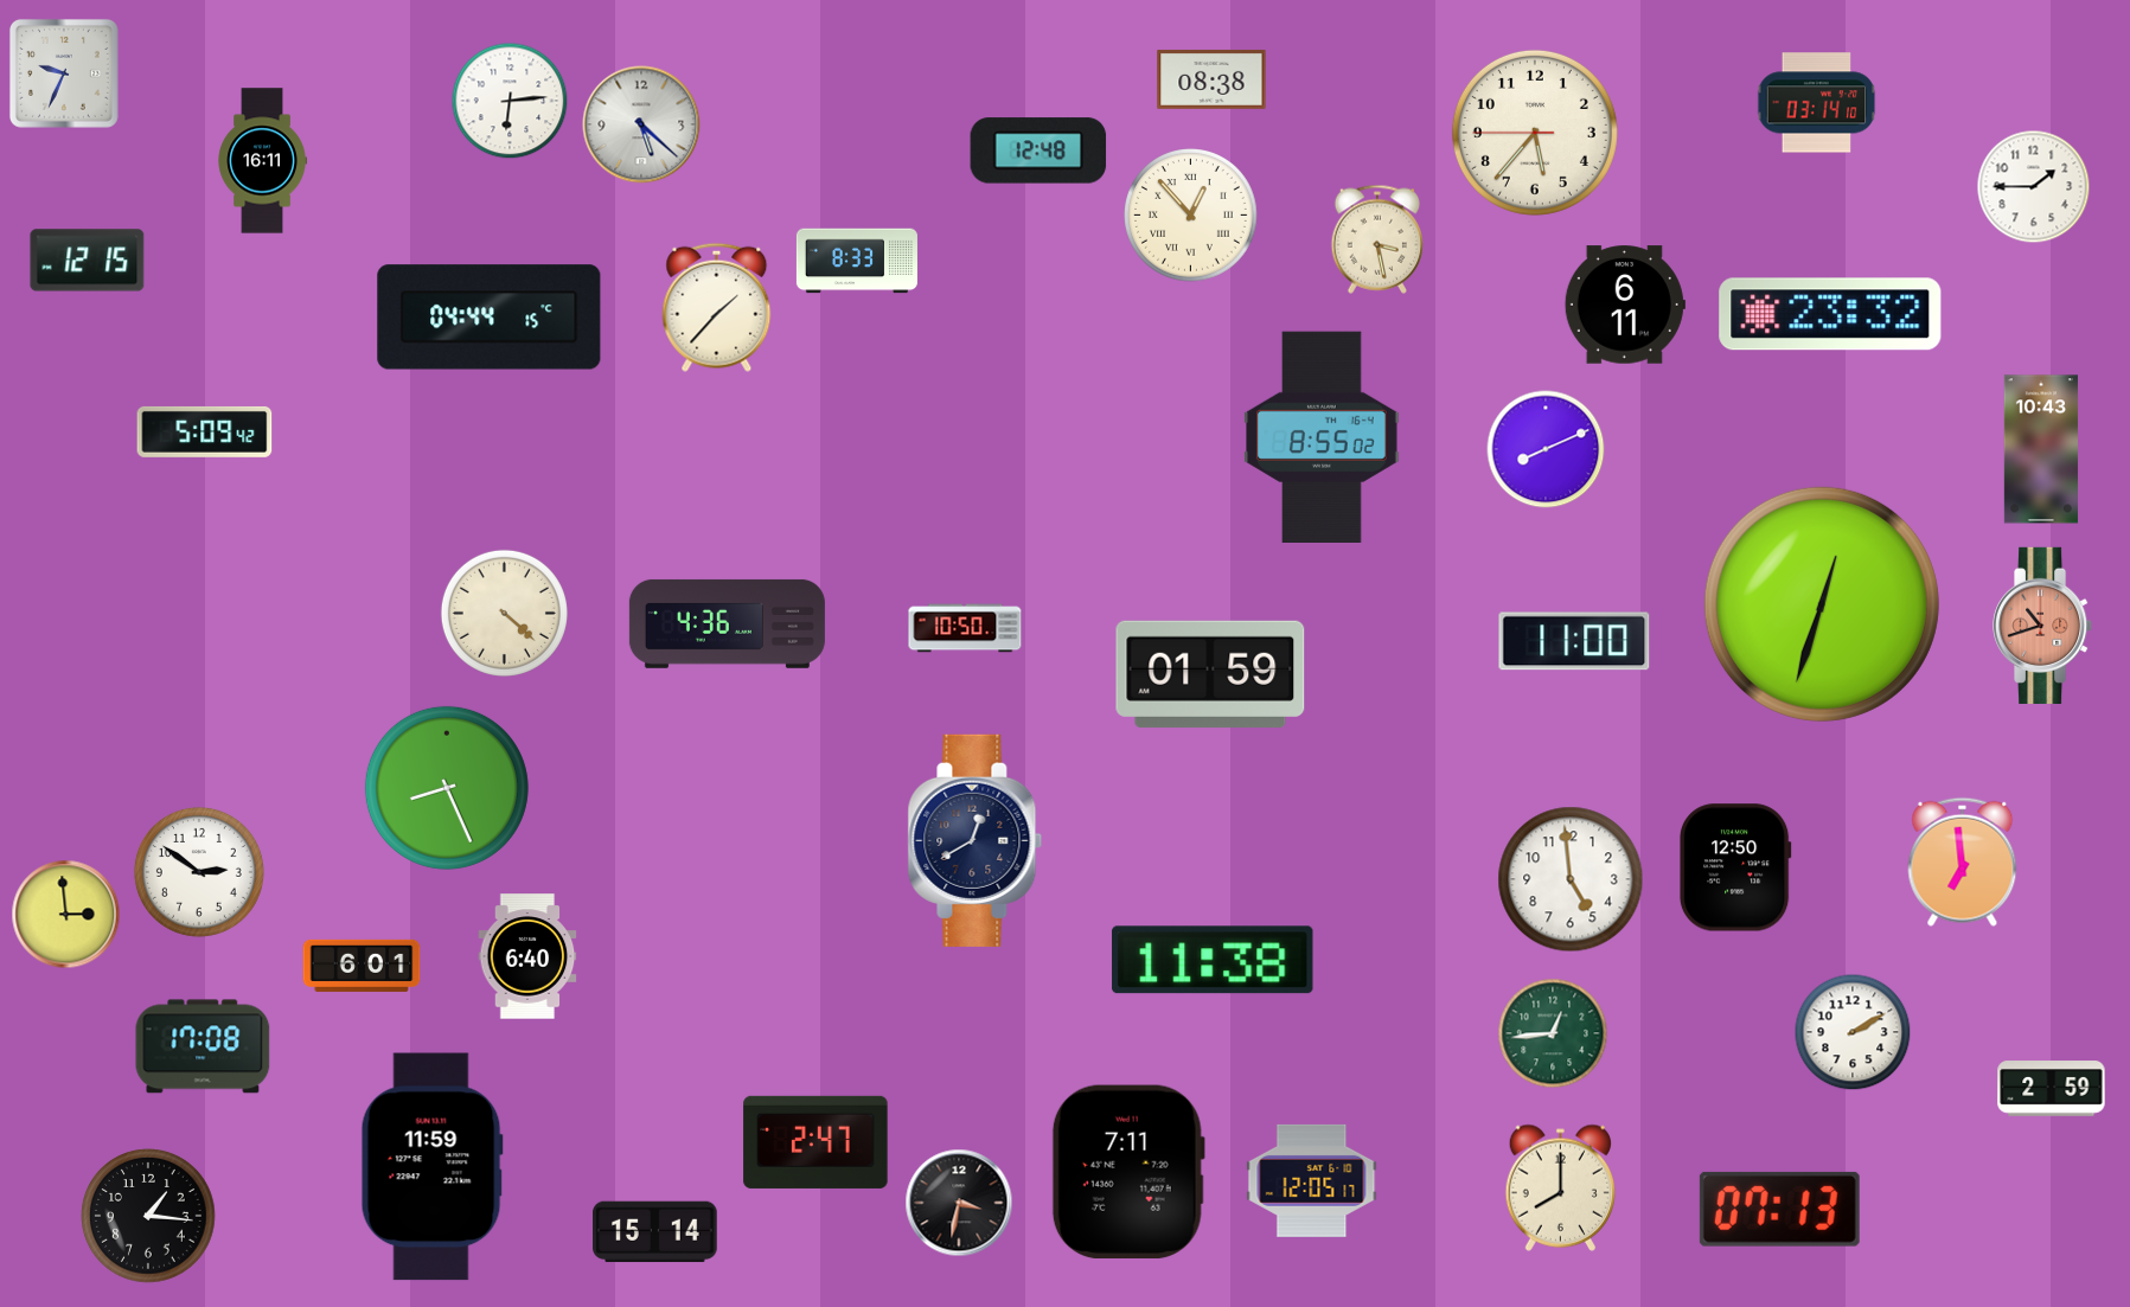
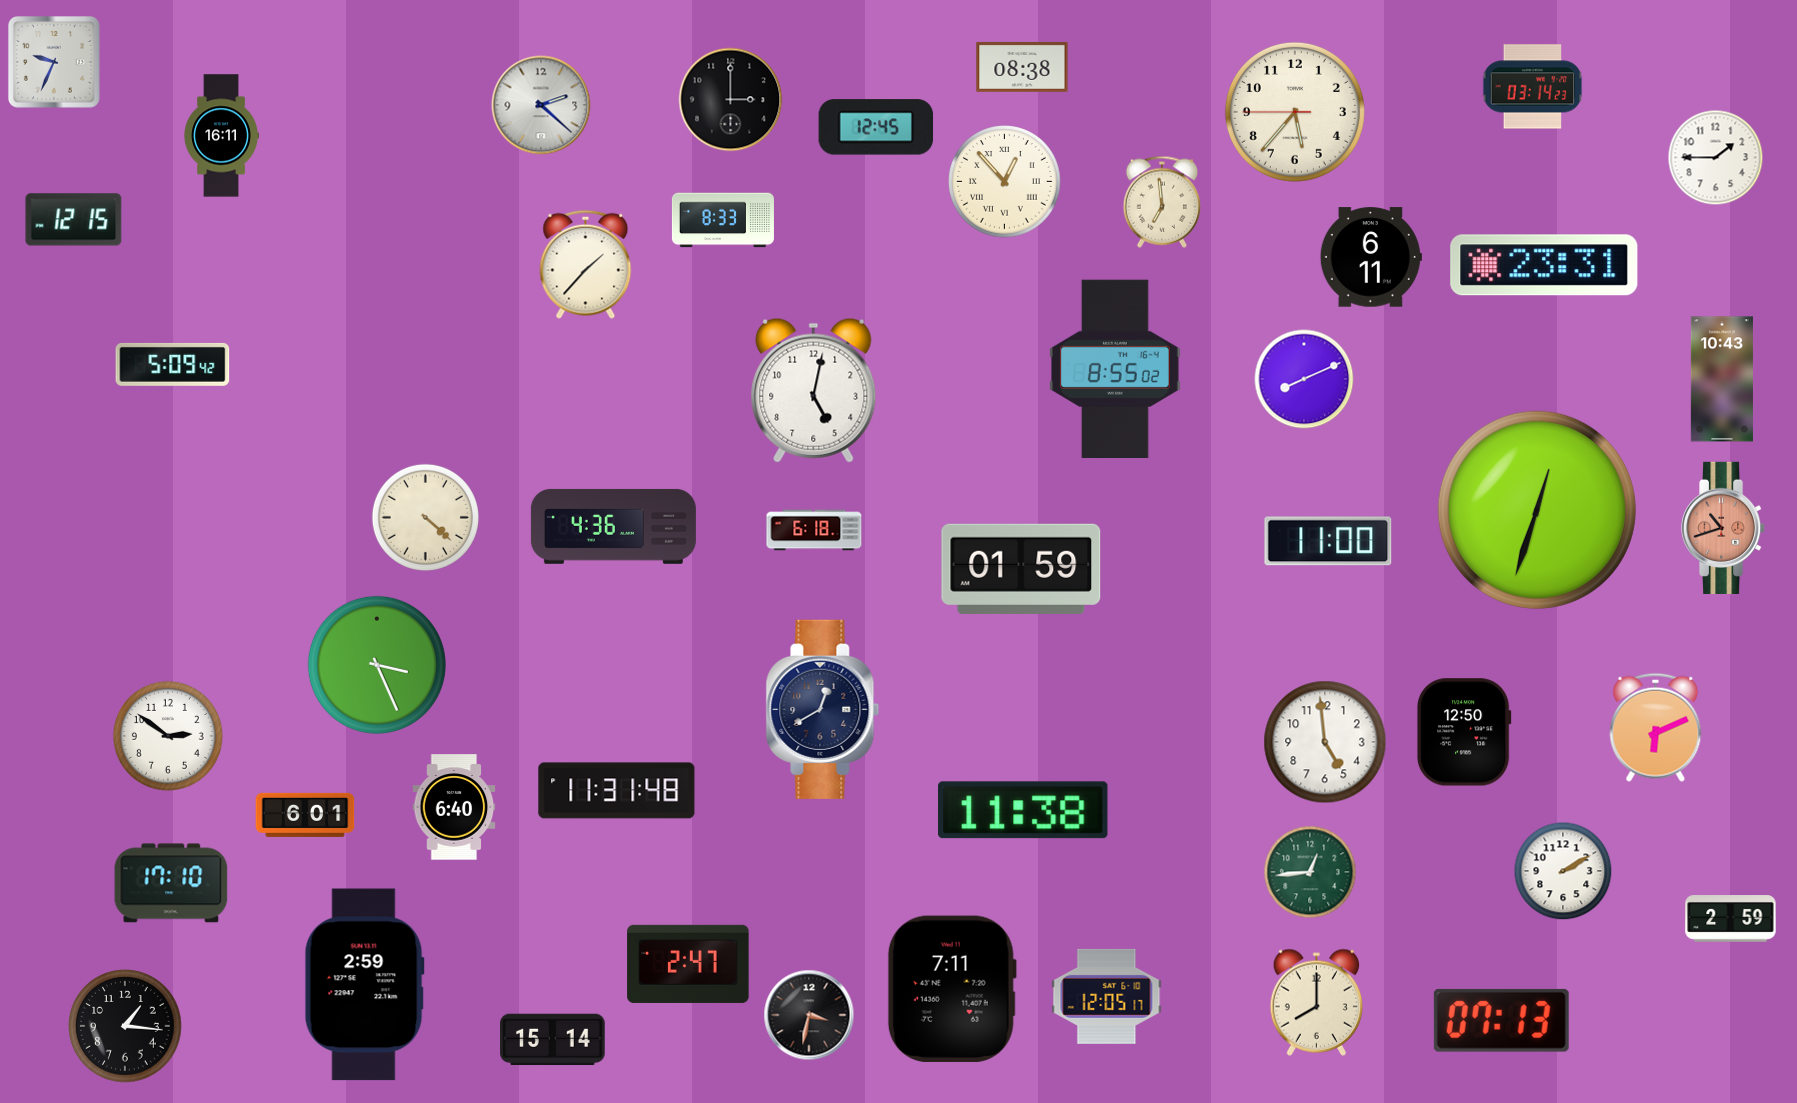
clock at (510, 101): 6:14 -> none
clock at (1817, 103): 03:14:10 -> 03:14:23
clock at (731, 100): none -> 3:00
clock at (641, 124): 5:22 -> 2:22
clock at (1038, 150): 12:48 -> 12:45
clock at (1377, 239): 3:28 -> 6:59
clock at (717, 307) position: (717, 307) -> (586, 264)
clock at (1830, 314): 23:32 -> 23:31
clock at (490, 318): 04:44 -> none
clock at (814, 390): none -> 5:02
clock at (965, 628): 10:50 -> 6:18
clock at (447, 788): 8:26 -> 3:26
clock at (1963, 861): 6:59 -> 6:11
clock at (66, 915): 2:59 -> none
clock at (617, 791): none -> 11:31
clock at (527, 956) position: (527, 956) -> (454, 807)
clock at (203, 1046): 17:08 -> 17:10
clock at (431, 1167): 11:59 -> 2:59
